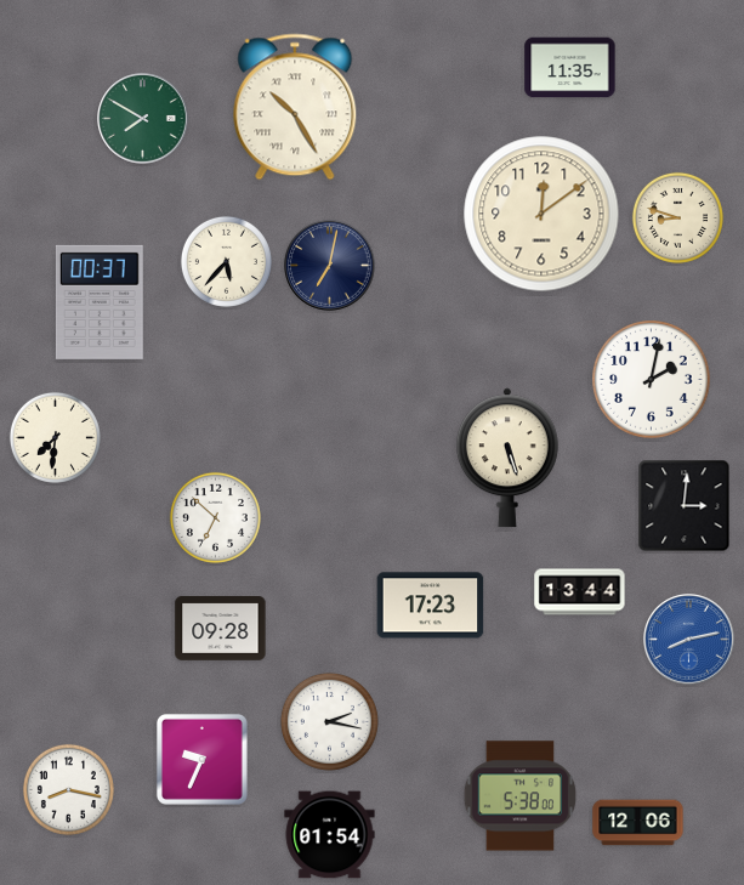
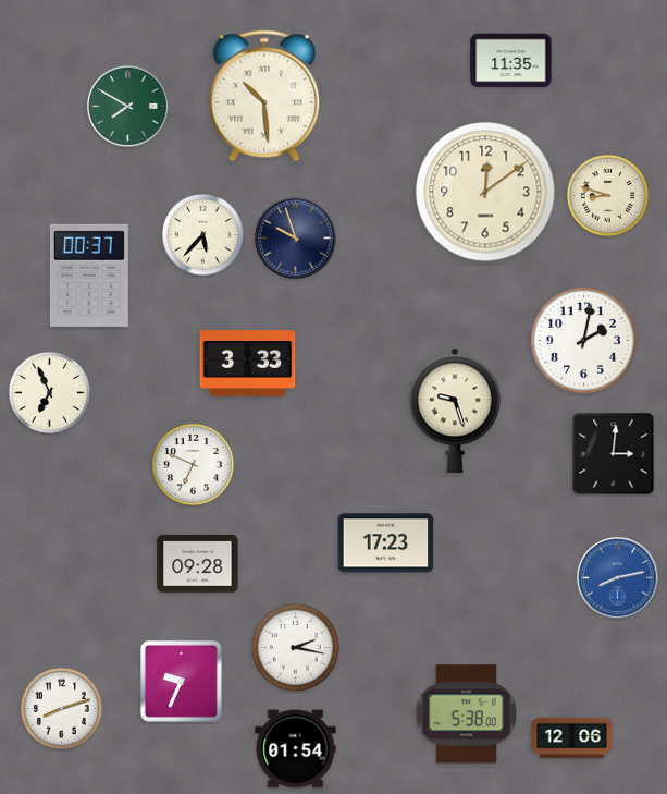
clock at (295, 107): 10:25 -> 10:29
clock at (330, 266): 7:02 -> 9:57
clock at (100, 302) position: (100, 302) -> (89, 276)
clock at (248, 364): none -> 3:33
clock at (55, 437): 7:31 -> 6:56
clock at (507, 458): 5:27 -> 9:27
clock at (215, 517): 6:52 -> 6:49
clock at (580, 592): 13:44 -> none
clock at (689, 640) position: (689, 640) -> (618, 578)
clock at (68, 789): 8:17 -> 8:12
